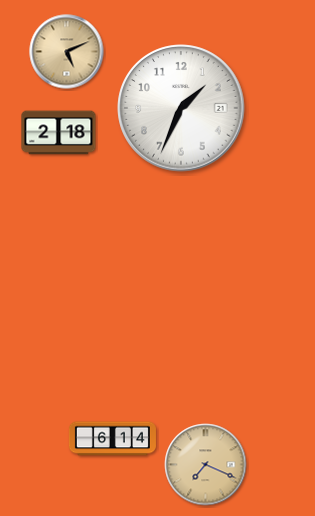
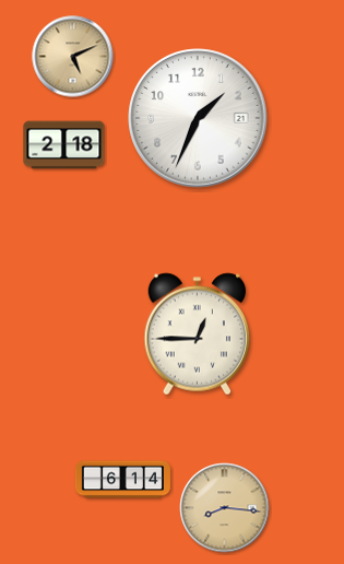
clock at (198, 334): none -> 12:45
clock at (206, 465): 7:19 -> 8:16
